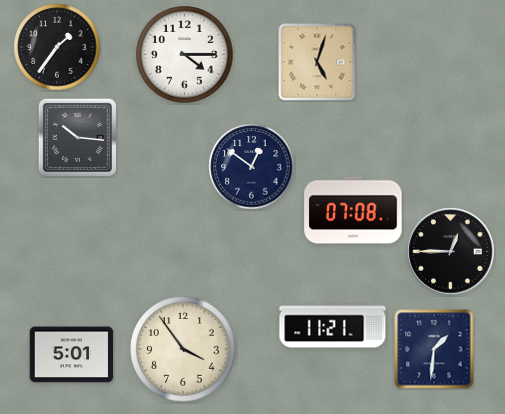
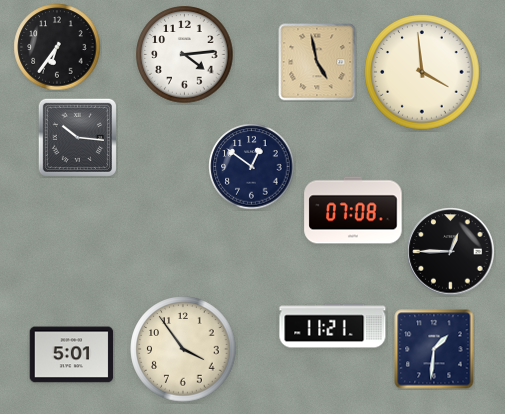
clock at (57, 47): 1:36 -> 6:36
clock at (185, 55): 4:15 -> 4:14
clock at (317, 62): 5:03 -> 4:58
clock at (422, 72): none -> 3:59
